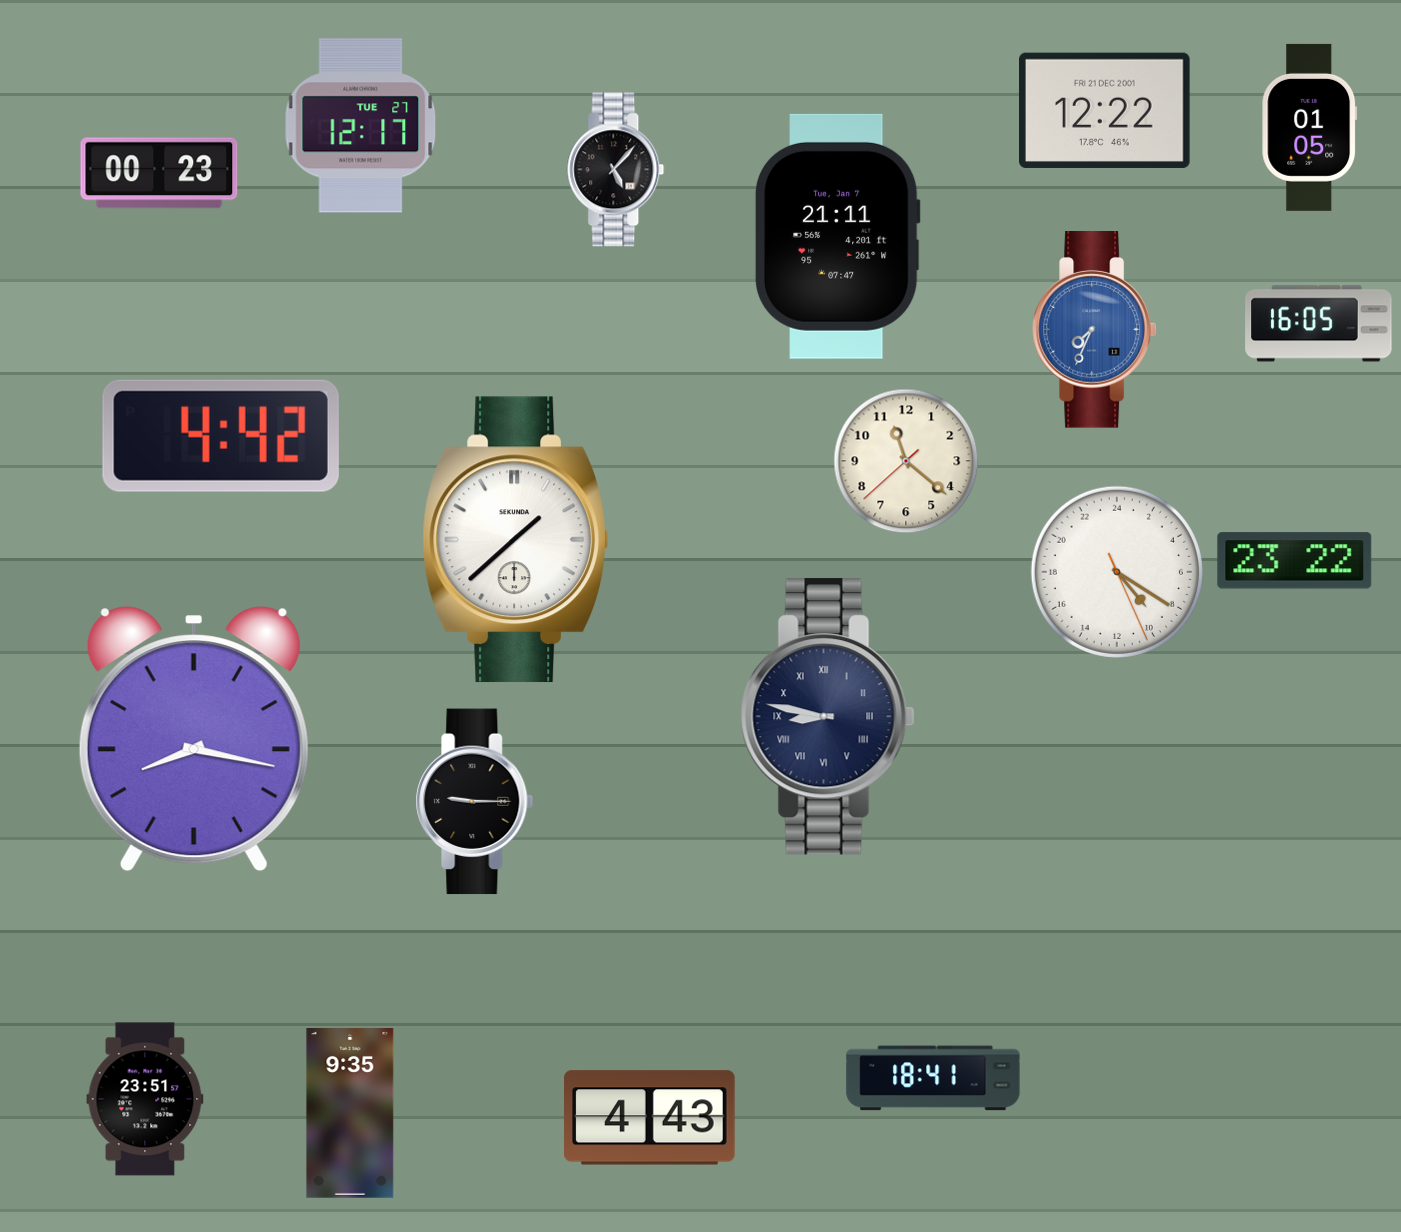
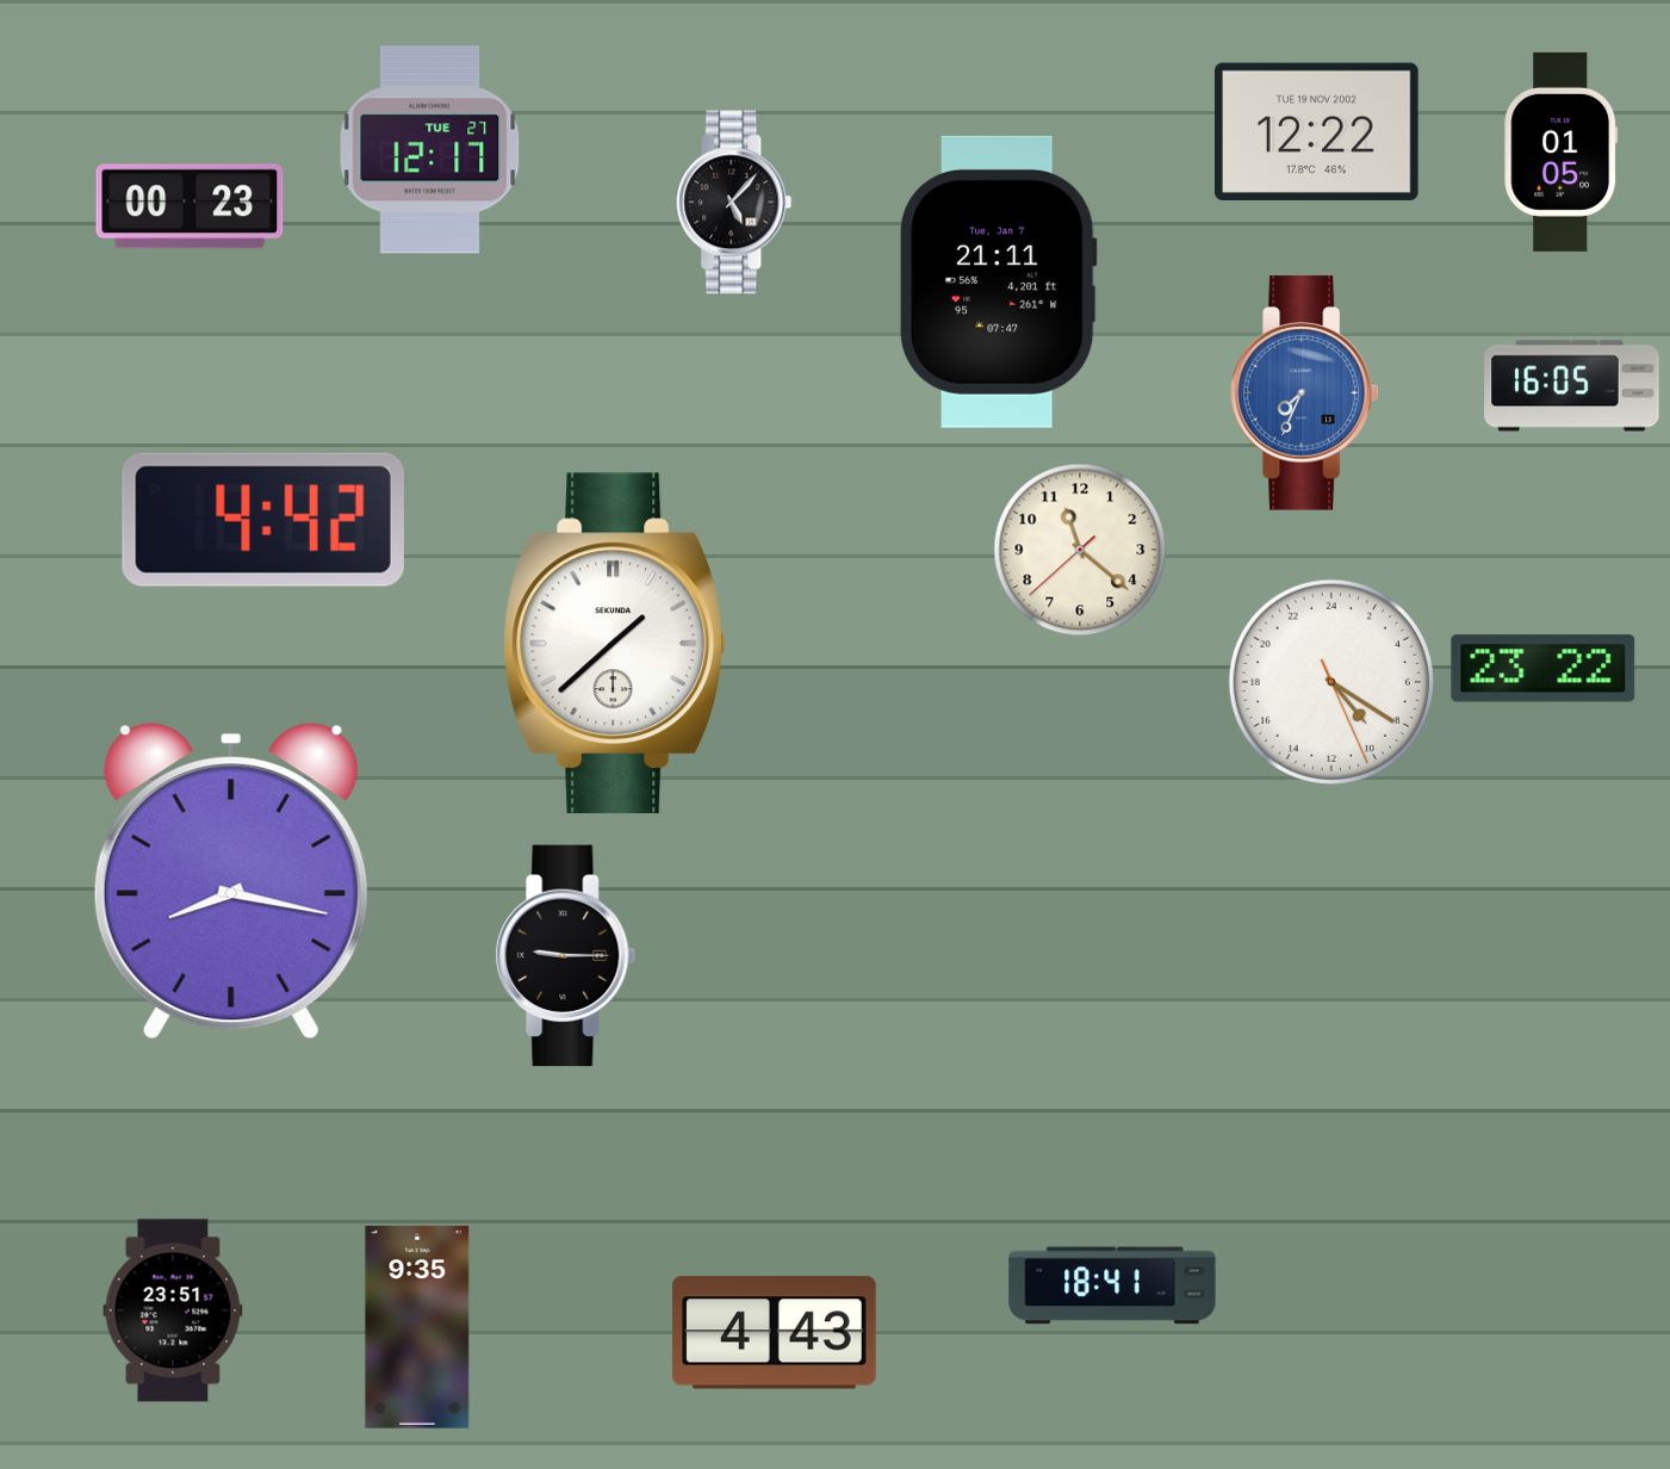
clock at (1105, 110) date: FRI 21 DEC 2001 -> TUE 19 NOV 2002
clock at (827, 717): 8:47 -> none
